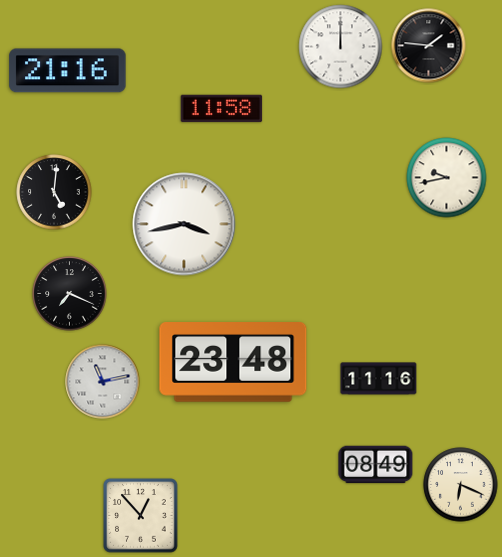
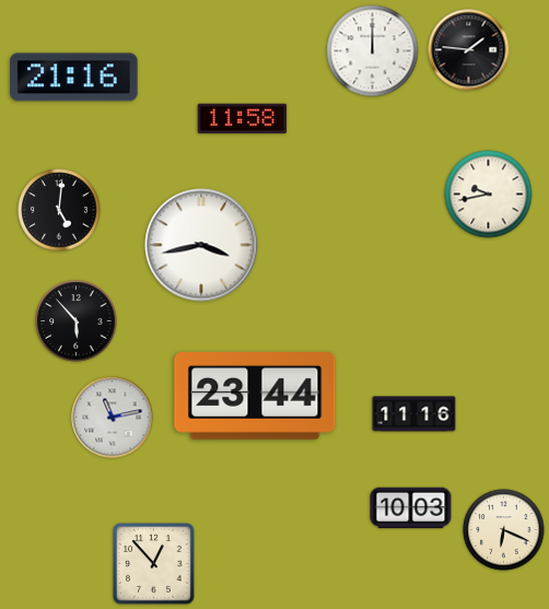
clock at (70, 294): 7:19 -> 5:53
clock at (233, 363): 23:48 -> 23:44
clock at (376, 465): 08:49 -> 10:03
